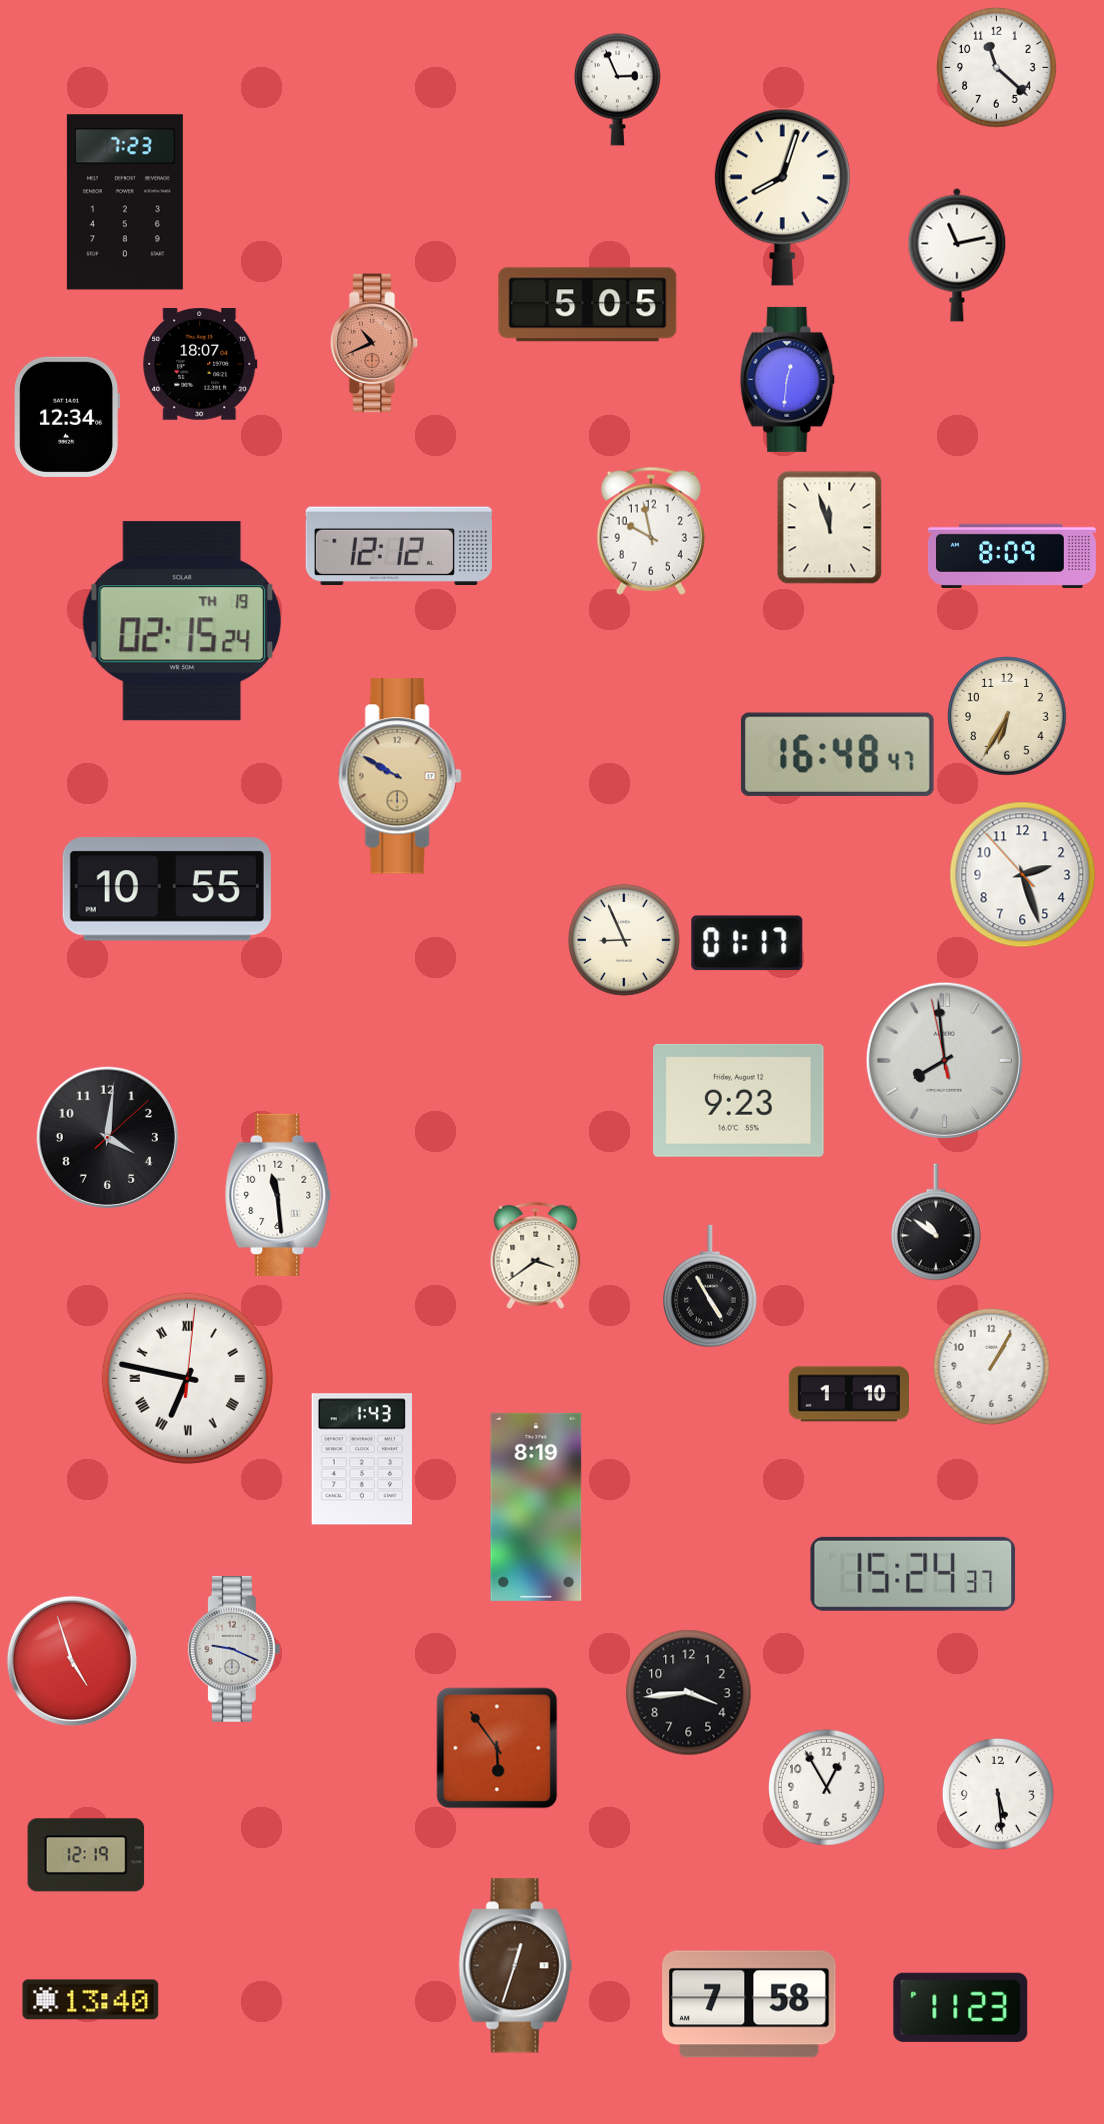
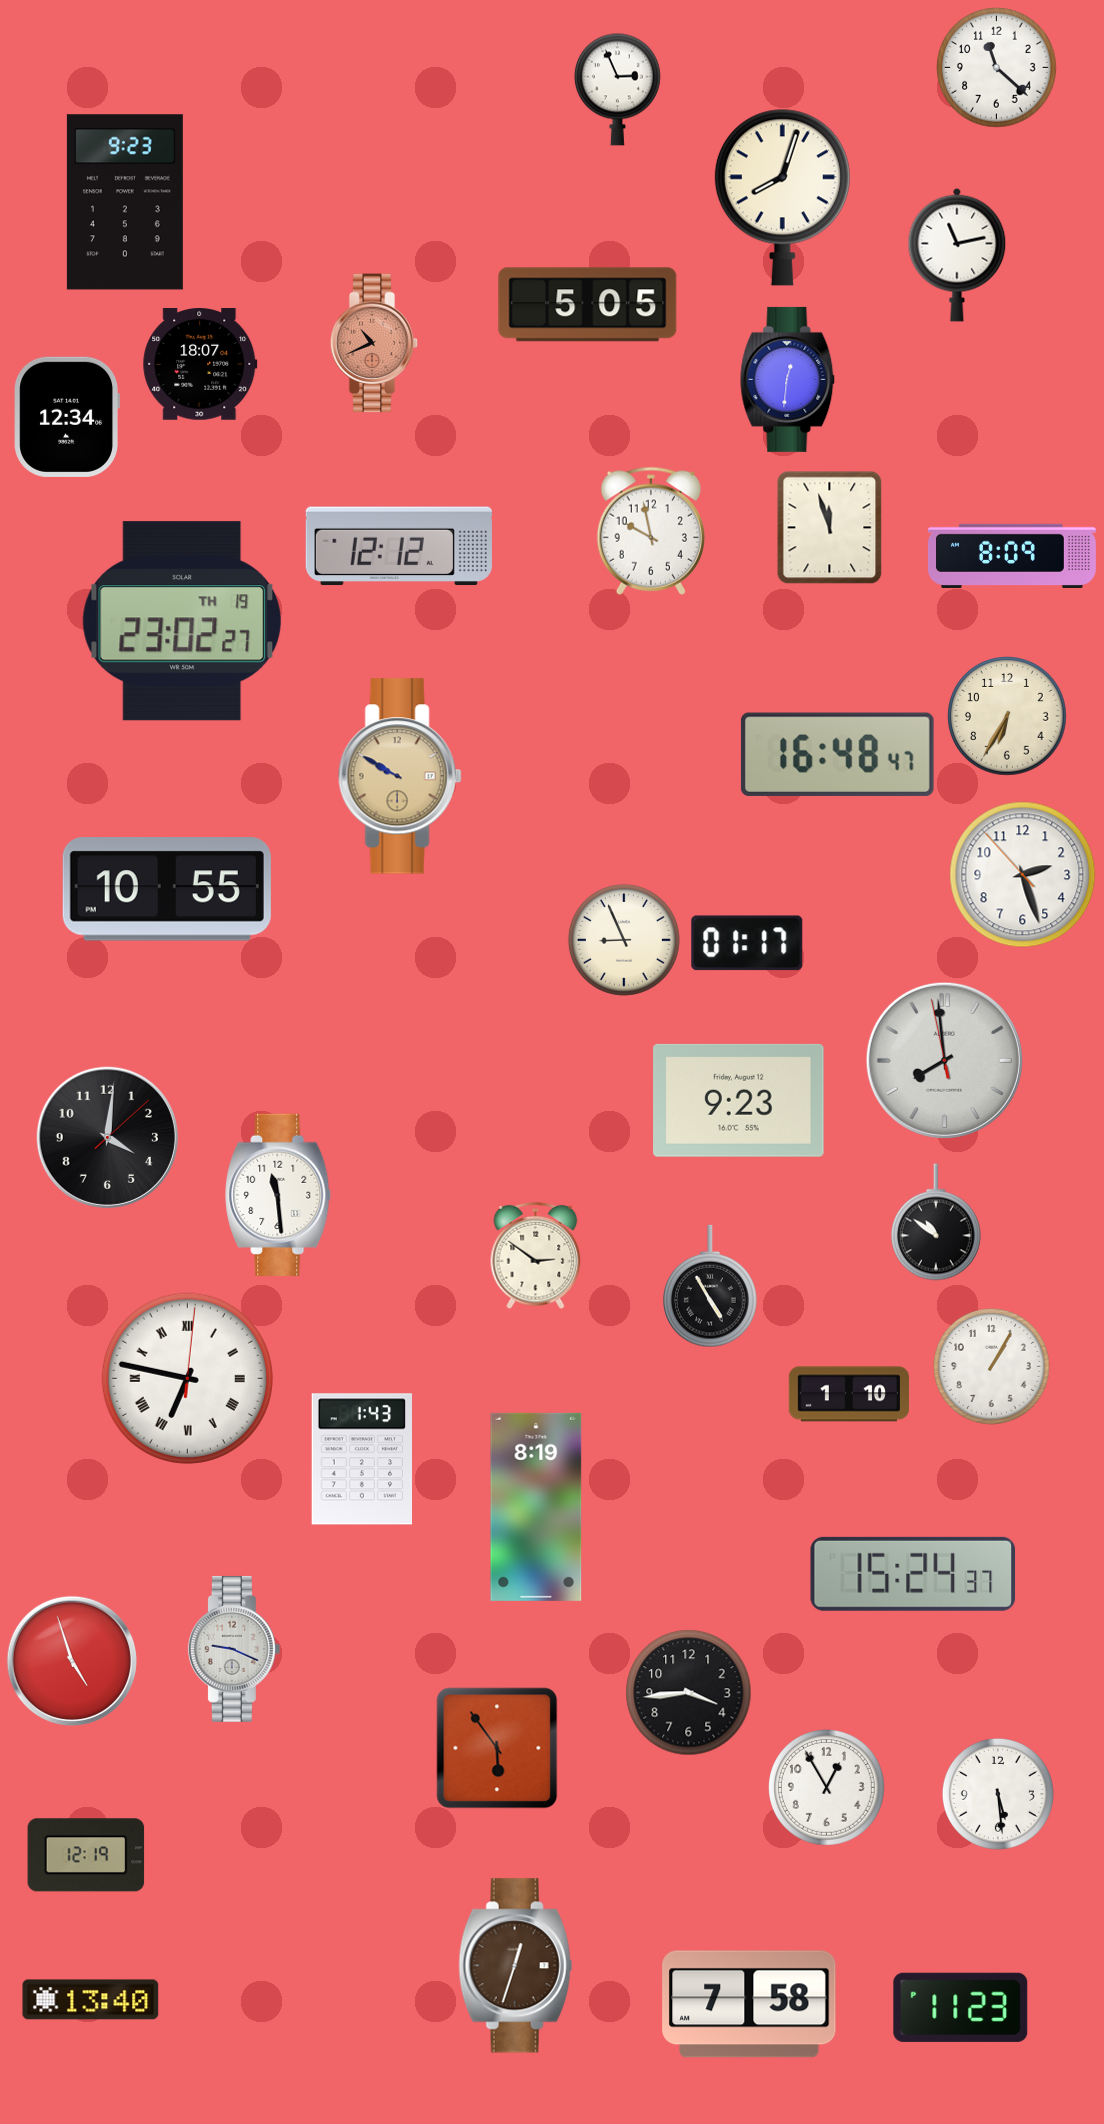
clock at (125, 202): 7:23 -> 9:23
clock at (182, 621): 02:15 -> 23:02
clock at (536, 1256): 3:39 -> 2:51
